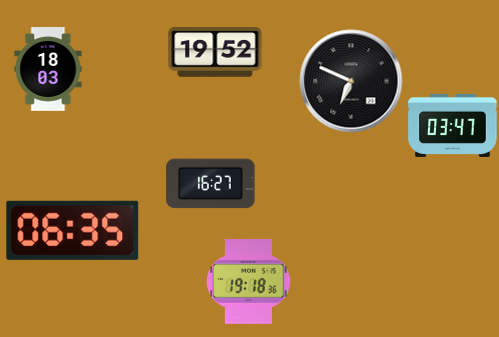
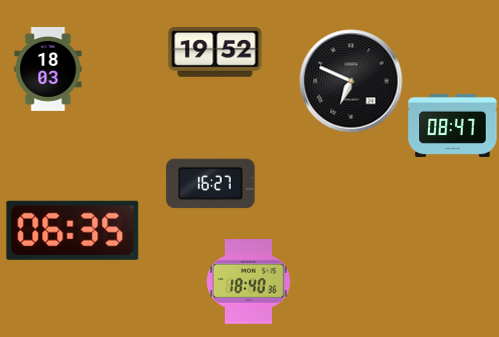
clock at (453, 125): 03:47 -> 08:47
clock at (249, 282): 19:18 -> 18:40
